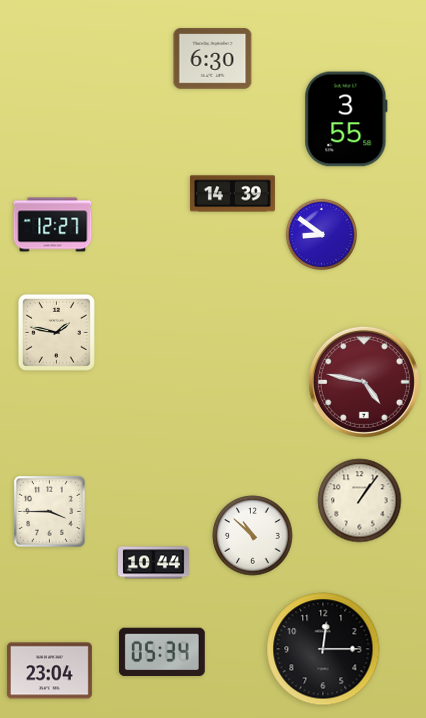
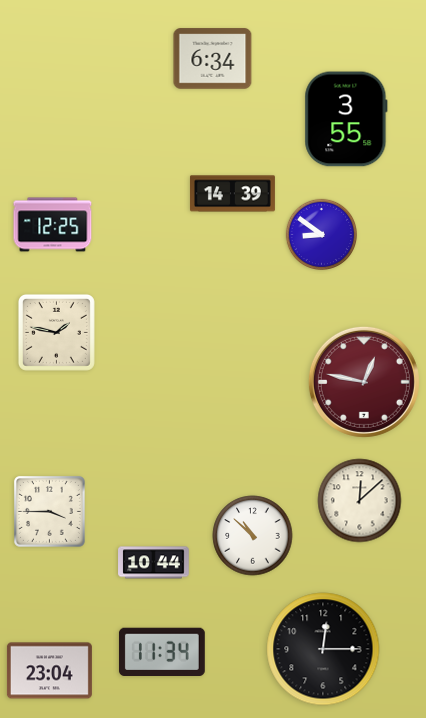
clock at (213, 59): 6:30 -> 6:34
clock at (53, 225): 12:27 -> 12:25
clock at (364, 382): 4:47 -> 12:47
clock at (360, 501): 1:06 -> 12:08
clock at (162, 652): 05:34 -> 11:34
